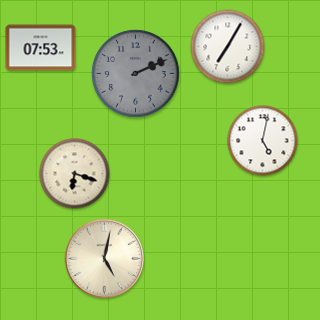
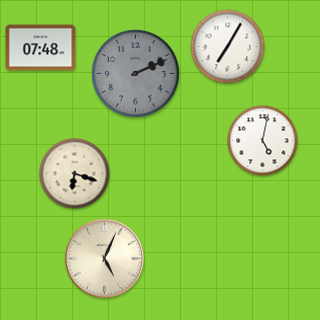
clock at (41, 48): 07:53 -> 07:48
clock at (104, 258): 5:02 -> 5:04
